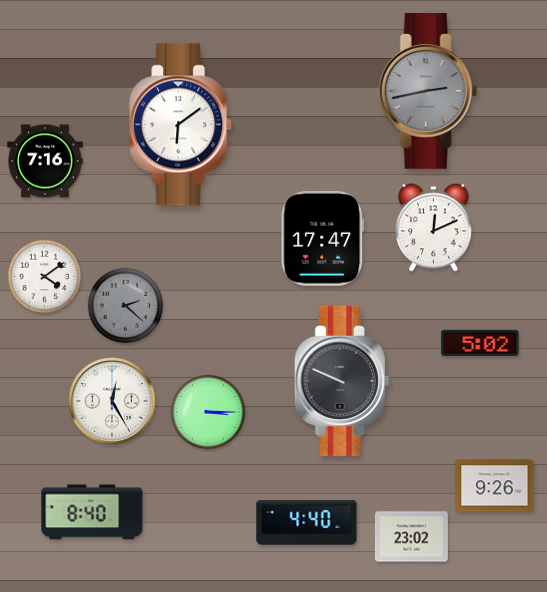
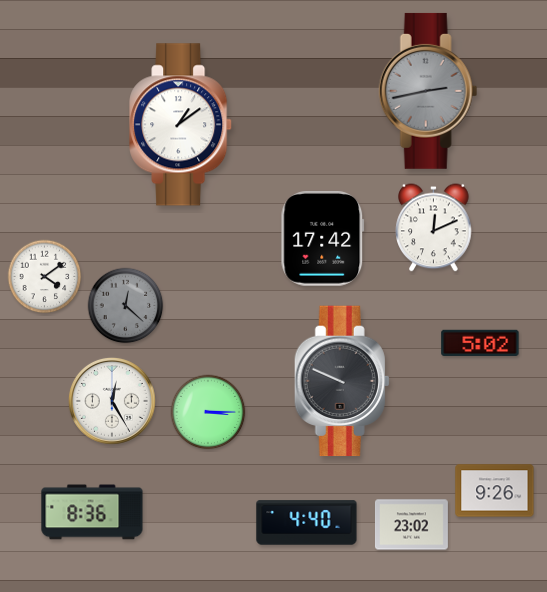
clock at (181, 125): 6:09 -> 1:09
clock at (45, 161): 7:16 -> none
clock at (323, 239): 17:47 -> 17:42
clock at (126, 306): 2:22 -> 12:22
clock at (495, 486) position: (495, 486) -> (495, 491)
clock at (92, 512): 8:40 -> 8:36
clock at (411, 537) position: (411, 537) -> (411, 525)
